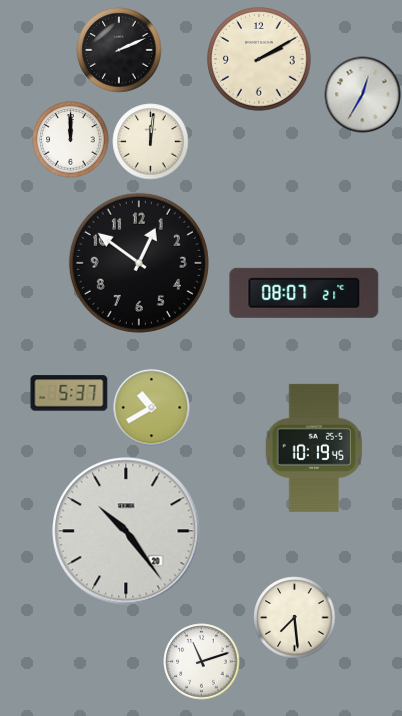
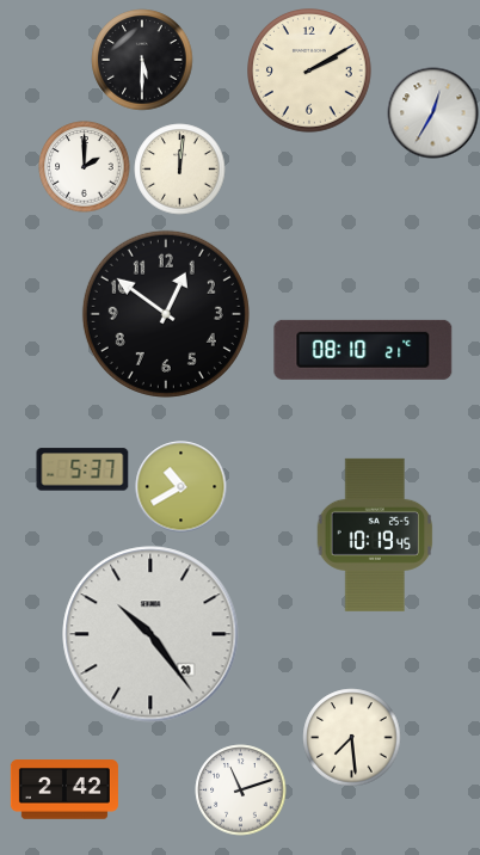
clock at (119, 50): 2:11 -> 5:30
clock at (71, 140): 12:00 -> 2:00
clock at (304, 293): 08:07 -> 08:10
clock at (64, 789): none -> 2:42
